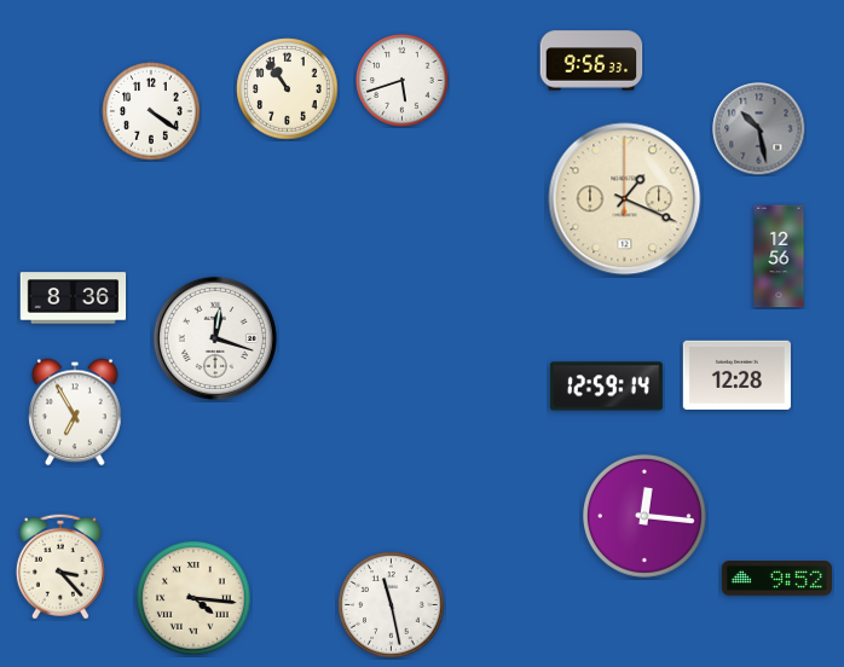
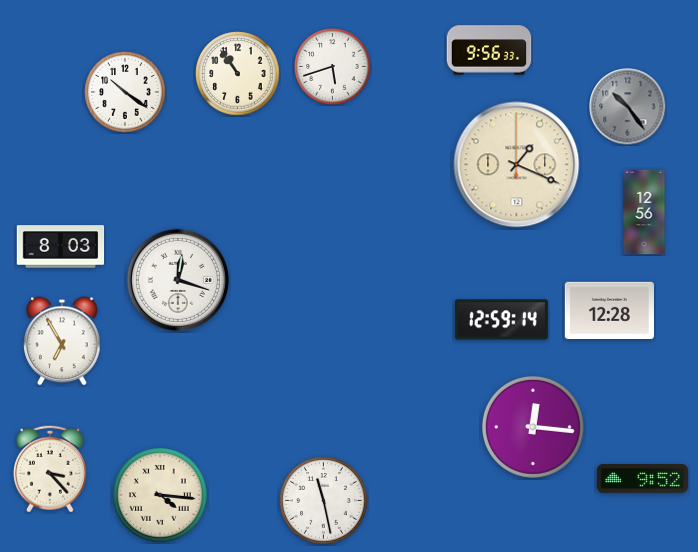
clock at (151, 111): 4:21 -> 10:21
clock at (759, 129): 10:28 -> 10:24
clock at (74, 298): 8:36 -> 8:03
